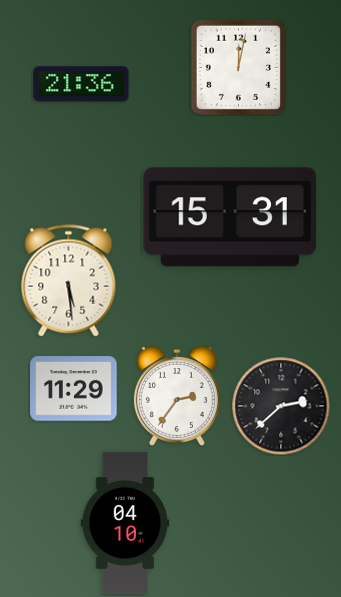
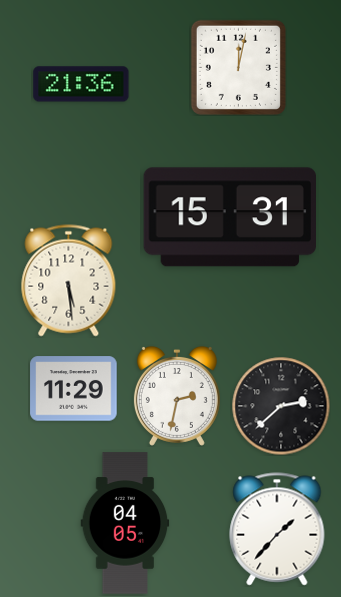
clock at (177, 396): 2:36 -> 2:32
clock at (125, 523): 04:10 -> 04:05
clock at (277, 529): none -> 1:37
